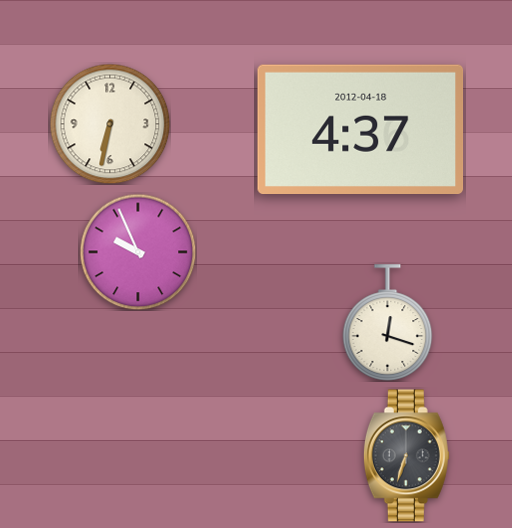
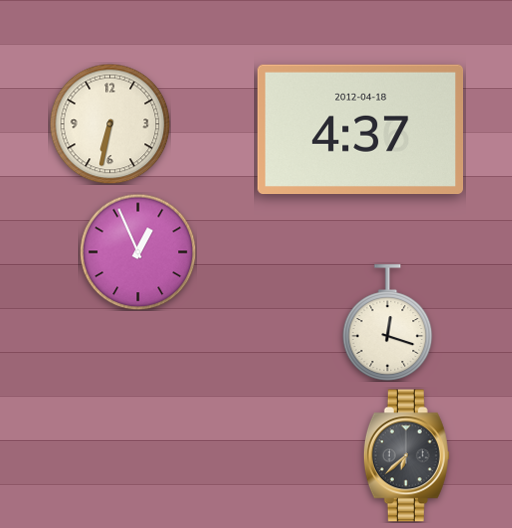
clock at (138, 252): 9:56 -> 12:56
clock at (406, 456): 6:33 -> 6:38
